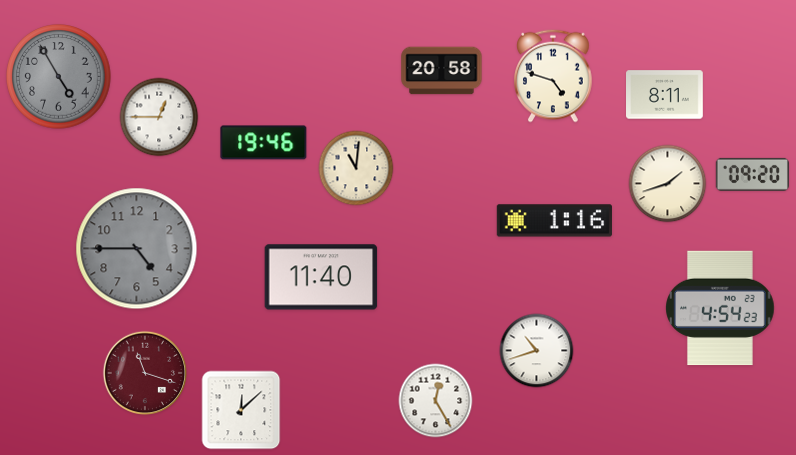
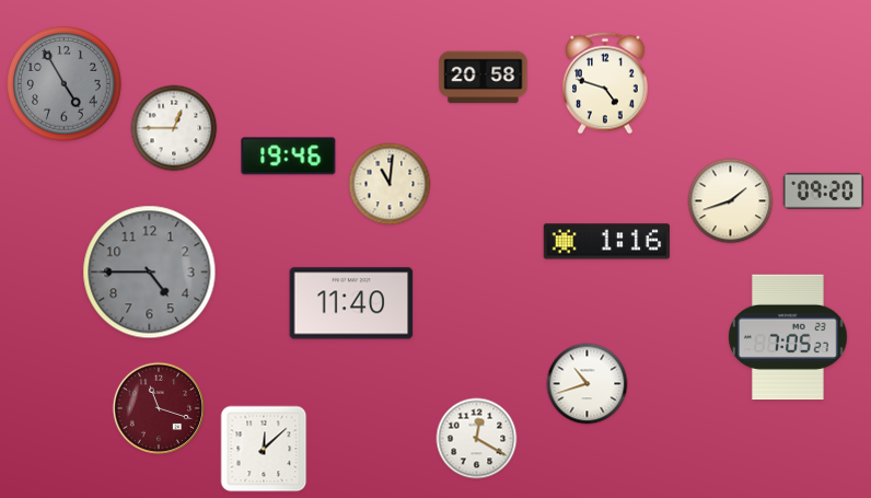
clock at (665, 95): 8:11 -> none
clock at (720, 308): 4:54 -> 7:05
clock at (436, 401): 12:25 -> 12:20
